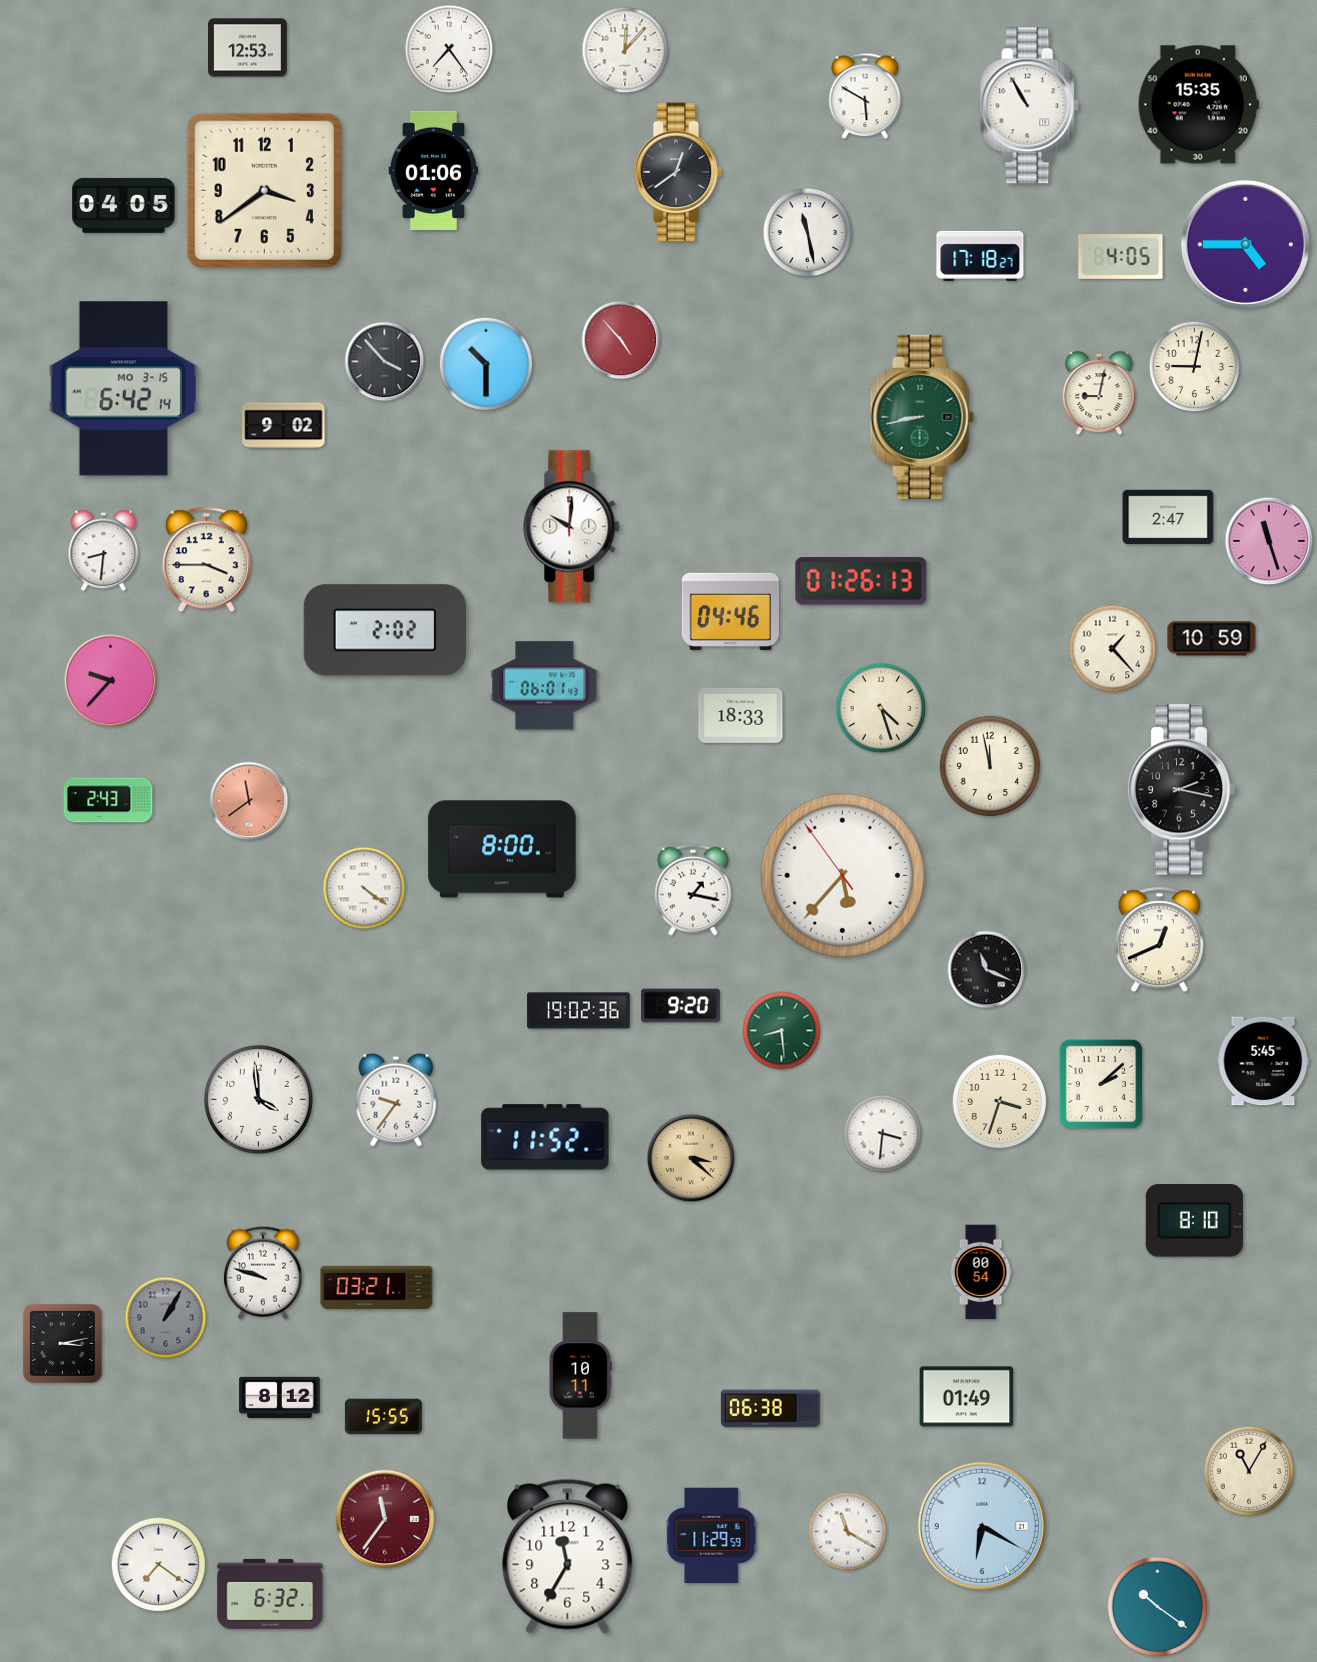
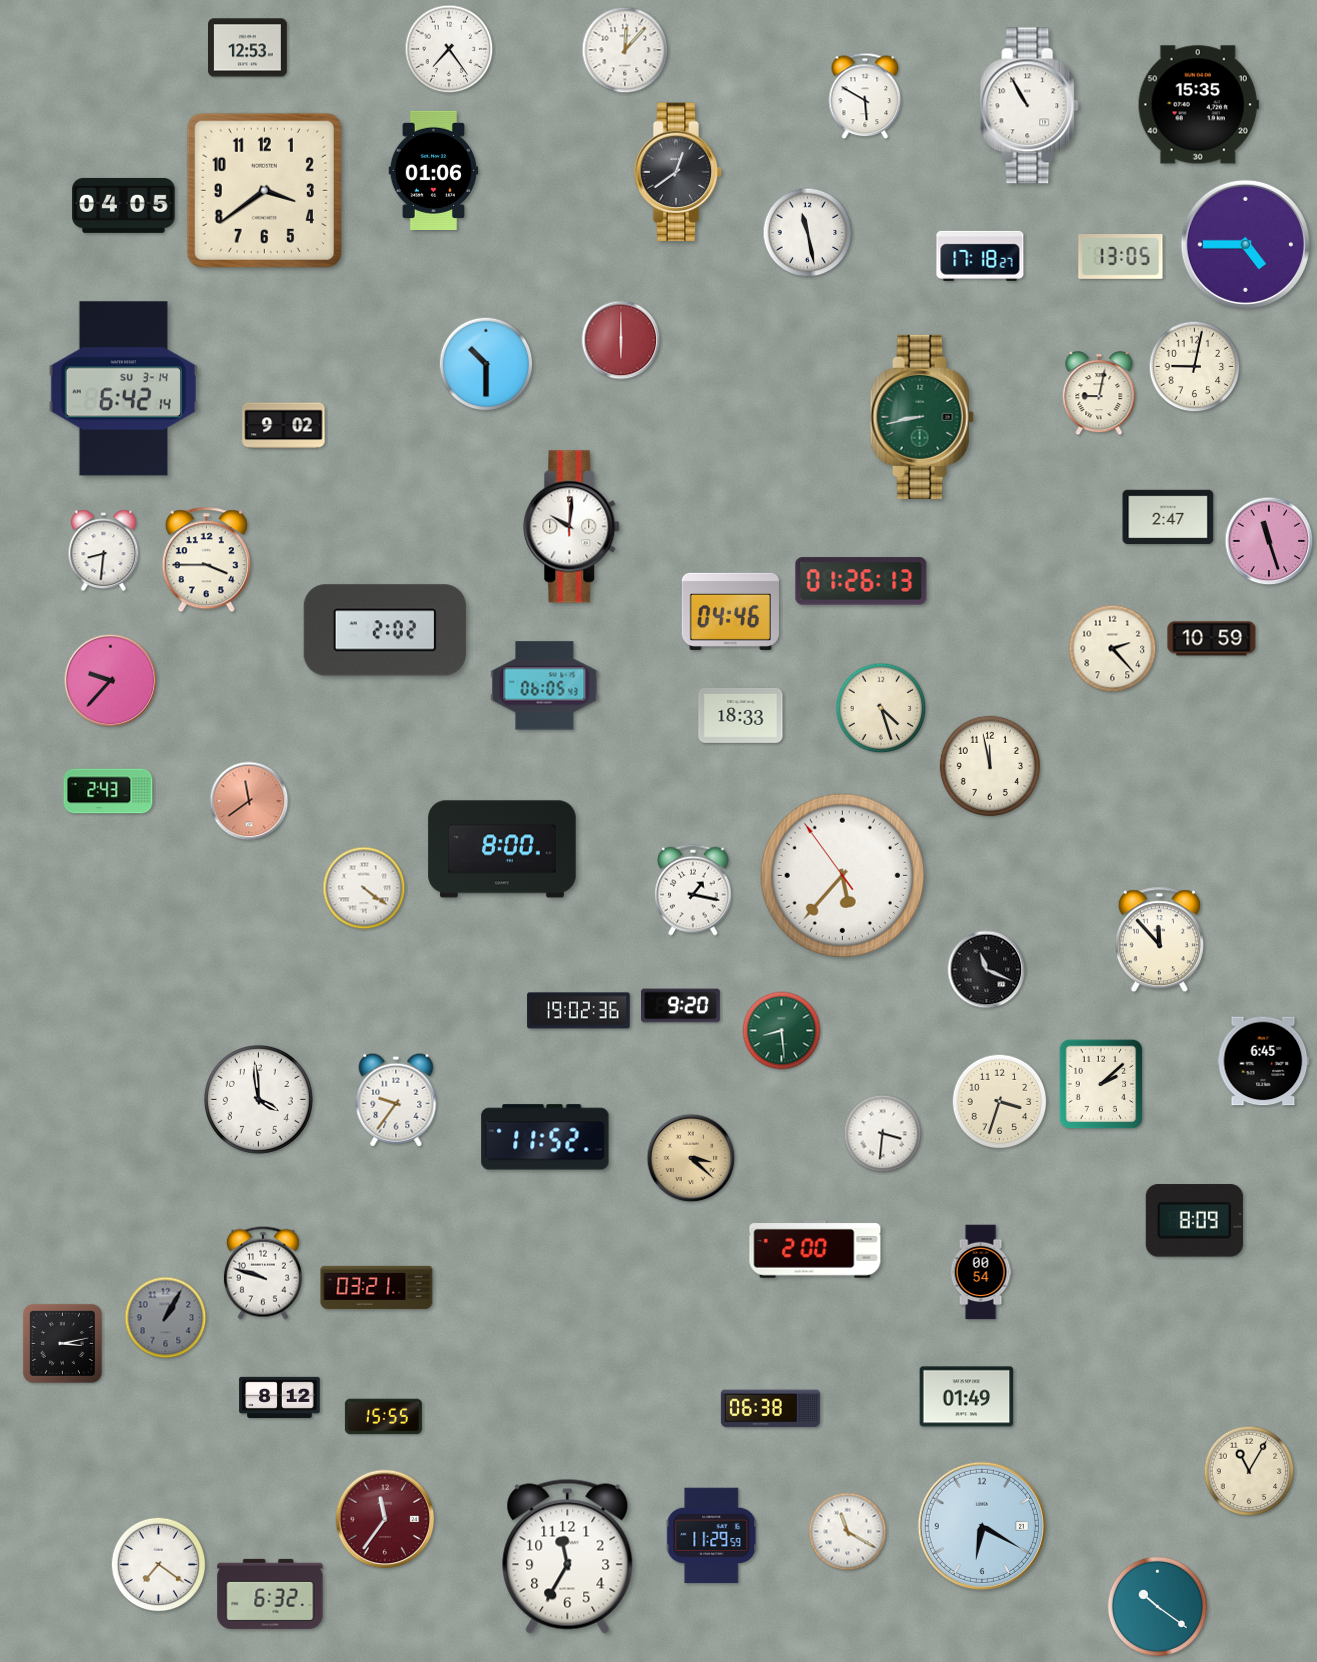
clock at (1121, 257): 4:05 -> 13:05
clock at (621, 340): 4:53 -> 6:00
clock at (385, 362): 3:53 -> none
clock at (123, 389) date: MO 3-15 -> SU 3-14
clock at (1113, 649): 1:23 -> 2:23
clock at (545, 686): 06:01 -> 06:05
clock at (1181, 790): 2:17 -> none
clock at (108, 800) position: (108, 800) -> (108, 791)
clock at (1159, 940): 12:41 -> 11:53
clock at (1263, 1061): 5:45 -> 6:45
clock at (1194, 1221): 8:10 -> 8:09
clock at (815, 1250): none -> 2:00
clock at (580, 1376): 10:11 -> none
